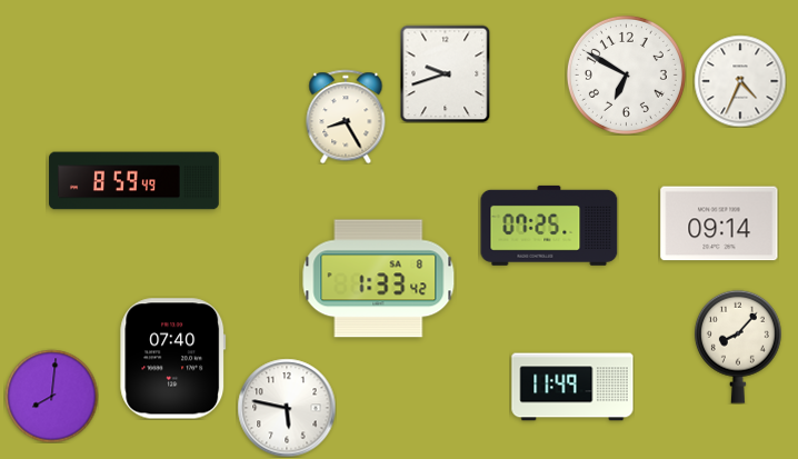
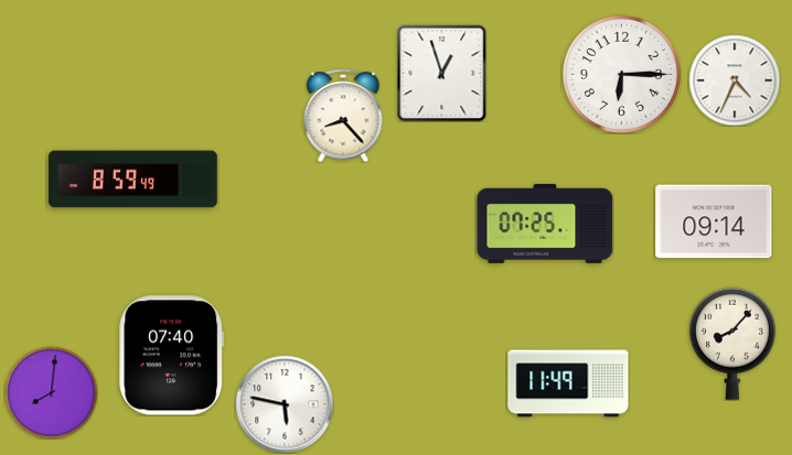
clock at (446, 73): 9:42 -> 12:57
clock at (626, 74): 6:50 -> 6:15
clock at (346, 117): 8:25 -> 8:23
clock at (379, 279): 1:33 -> none
